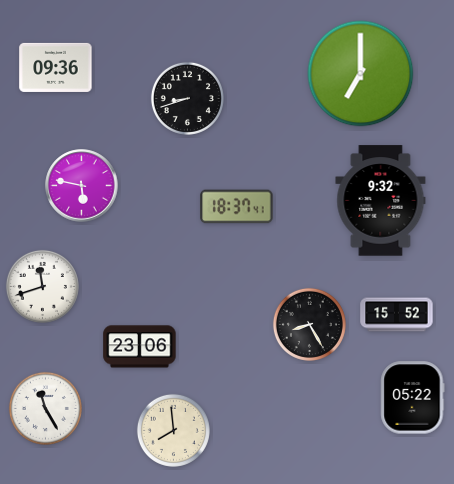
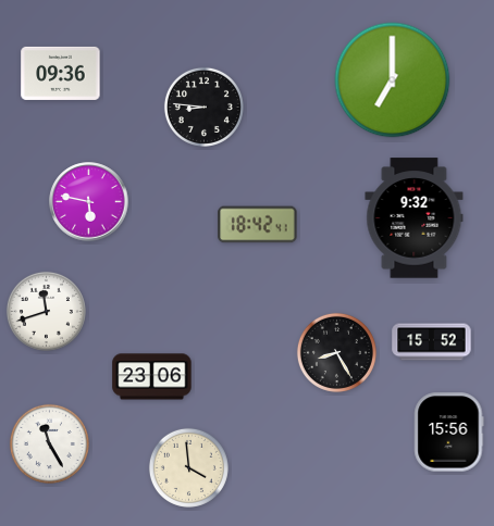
clock at (187, 98): 8:42 -> 8:46
clock at (237, 207): 18:37 -> 18:42
clock at (413, 398): 05:22 -> 15:56
clock at (173, 430): 7:59 -> 3:59
